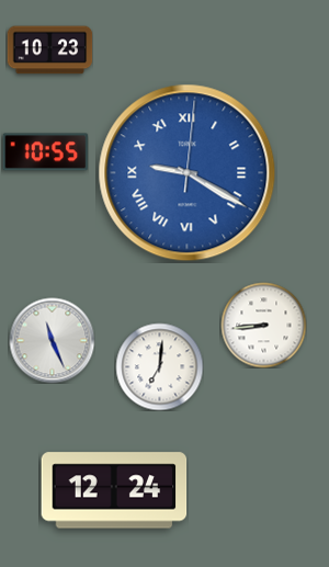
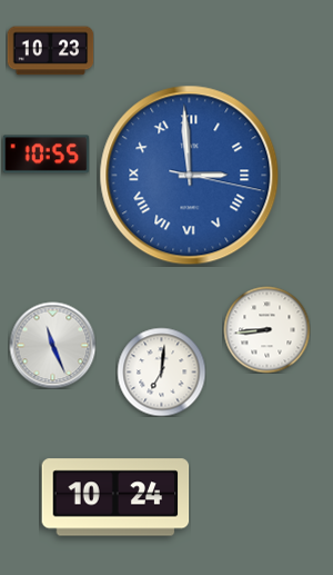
clock at (188, 173): 9:20 -> 2:59
clock at (114, 490): 12:24 -> 10:24
